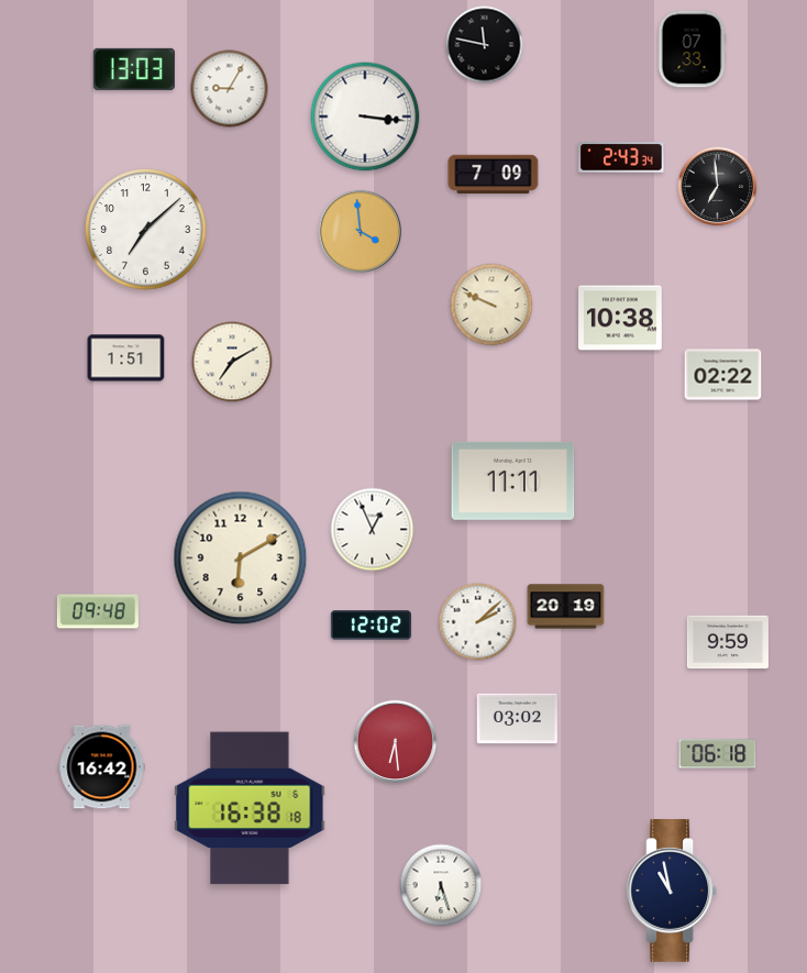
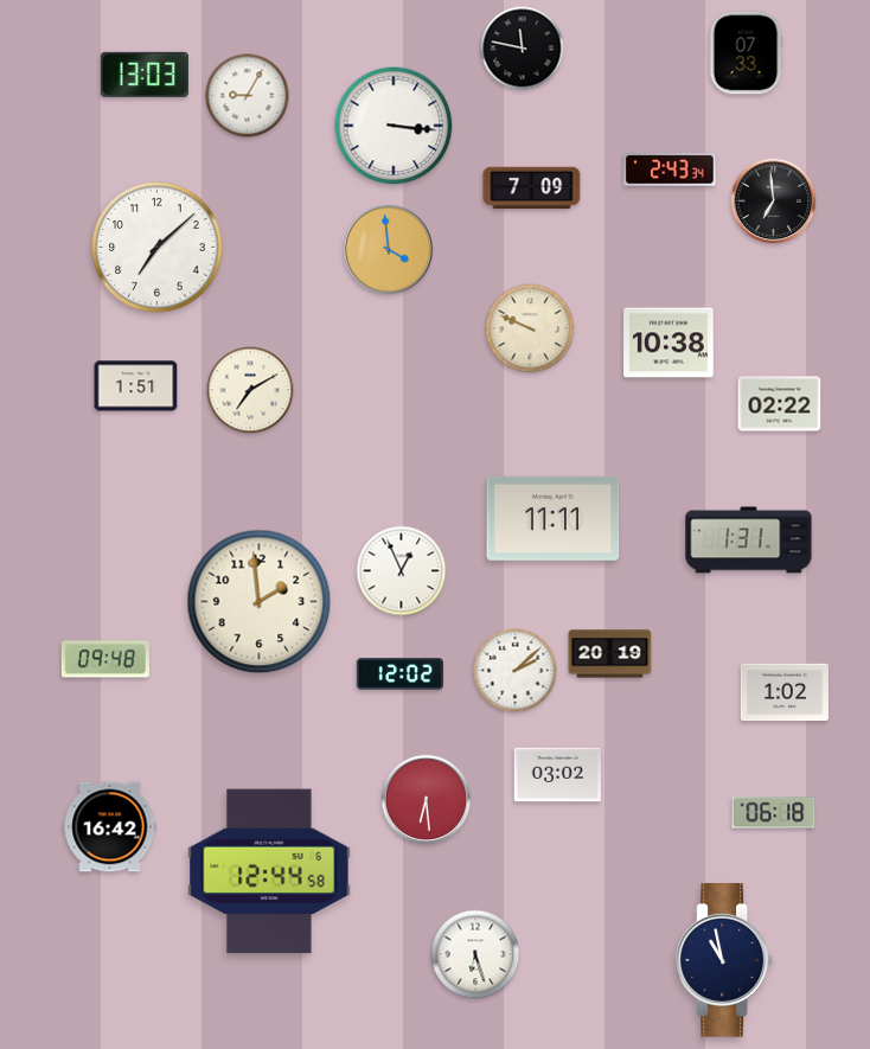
clock at (749, 541): none -> 1:31
clock at (241, 559): 6:10 -> 1:59
clock at (728, 642): 9:59 -> 1:02
clock at (250, 808): 16:38 -> 12:44
